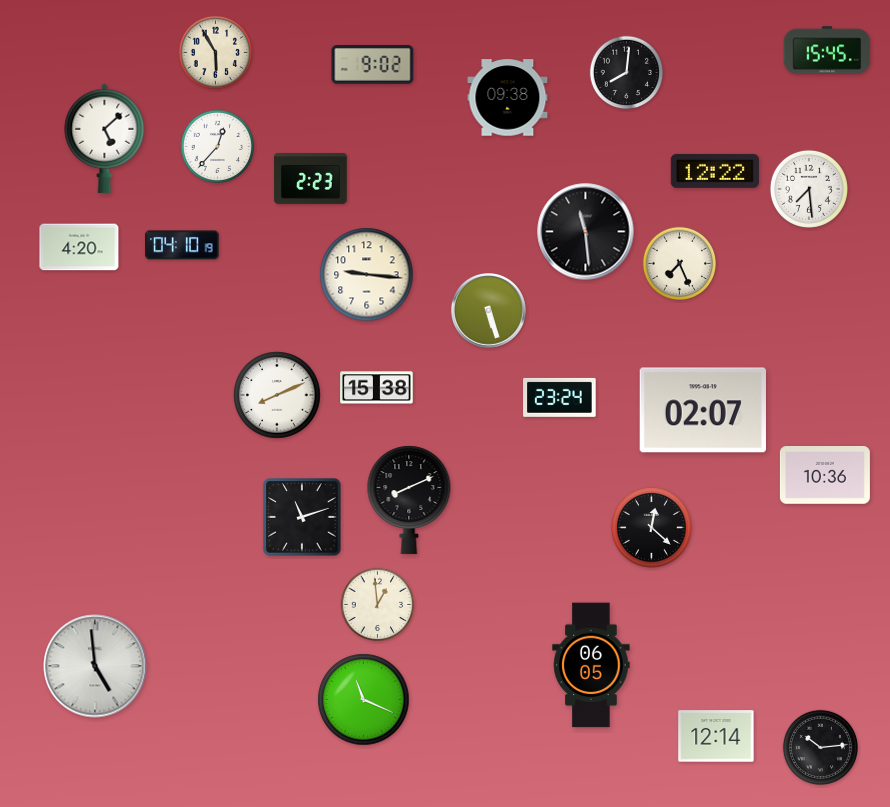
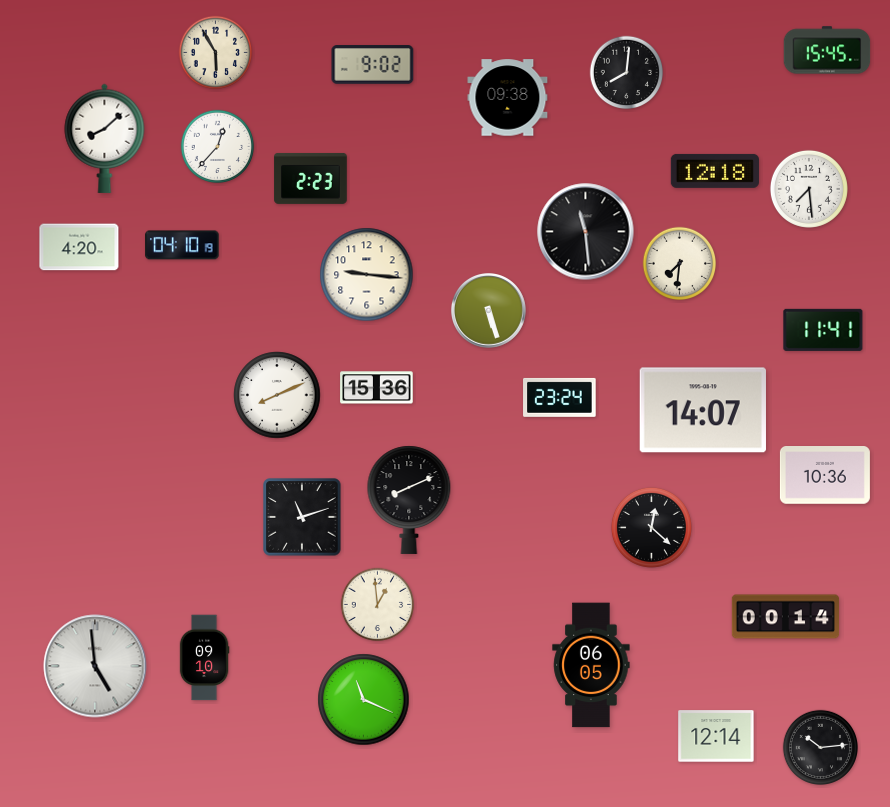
clock at (105, 138): 5:08 -> 8:08
clock at (715, 171): 12:22 -> 12:18
clock at (680, 264): 7:26 -> 7:31
clock at (823, 330): none -> 11:41
clock at (377, 388): 15:38 -> 15:36
clock at (703, 410): 02:07 -> 14:07
clock at (786, 617): none -> 00:14
clock at (204, 658): none -> 09:10
